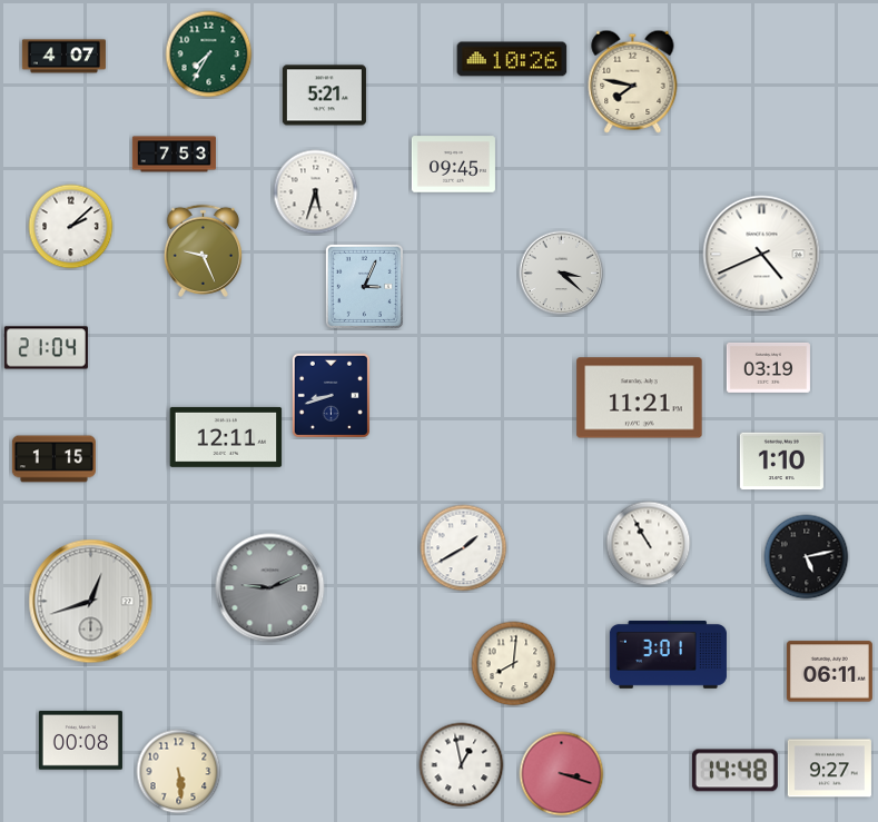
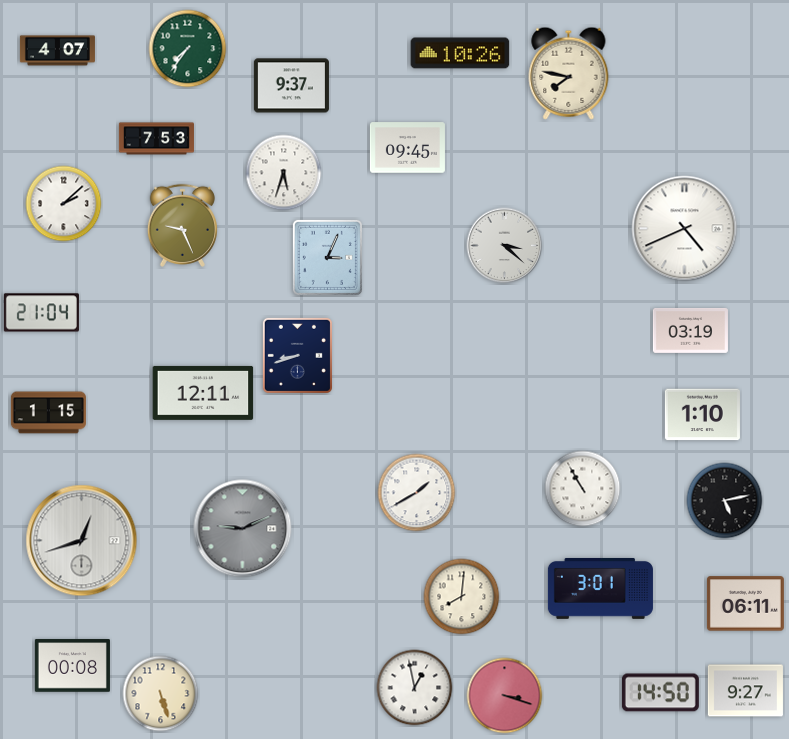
clock at (209, 55): 7:35 -> 7:36
clock at (324, 96): 5:21 -> 9:37
clock at (640, 398): 11:21 -> none
clock at (734, 771): 14:48 -> 14:50
clock at (179, 772): 5:29 -> 5:27
